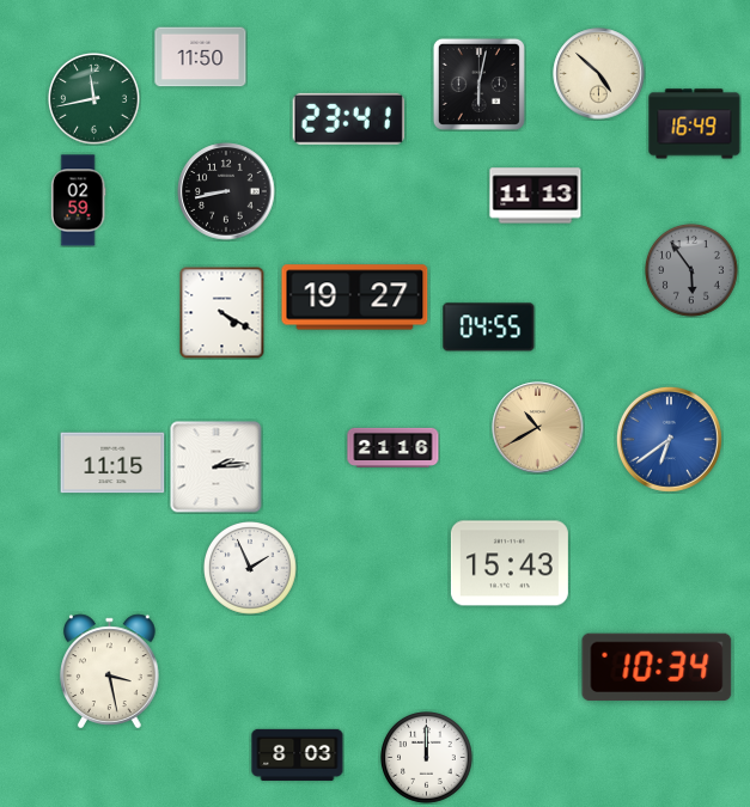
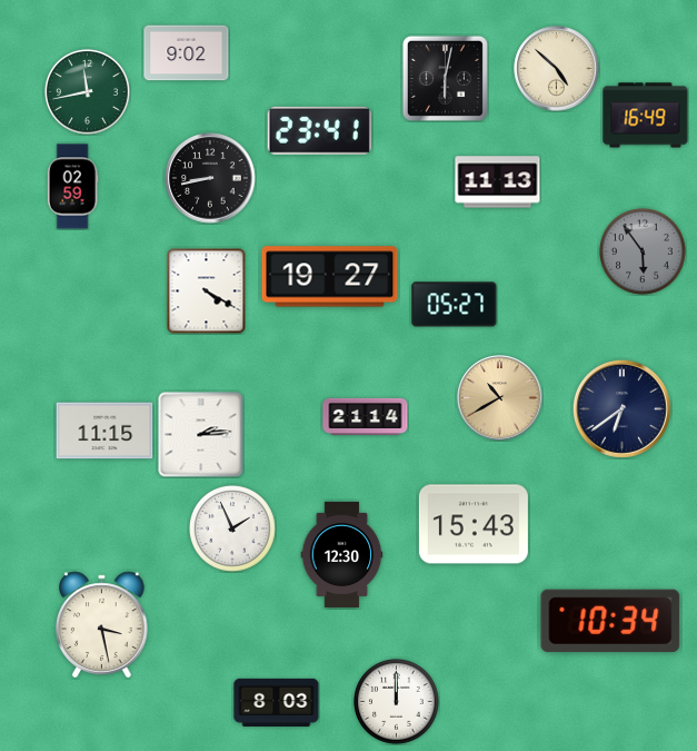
clock at (201, 57): 11:50 -> 9:02
clock at (348, 118) position: (348, 118) -> (319, 130)
clock at (489, 328): 04:55 -> 05:27
clock at (669, 439) dial: blue -> navy
clock at (394, 447): 21:16 -> 21:14
clock at (342, 554): none -> 12:30
clock at (427, 758) position: (427, 758) -> (397, 702)
